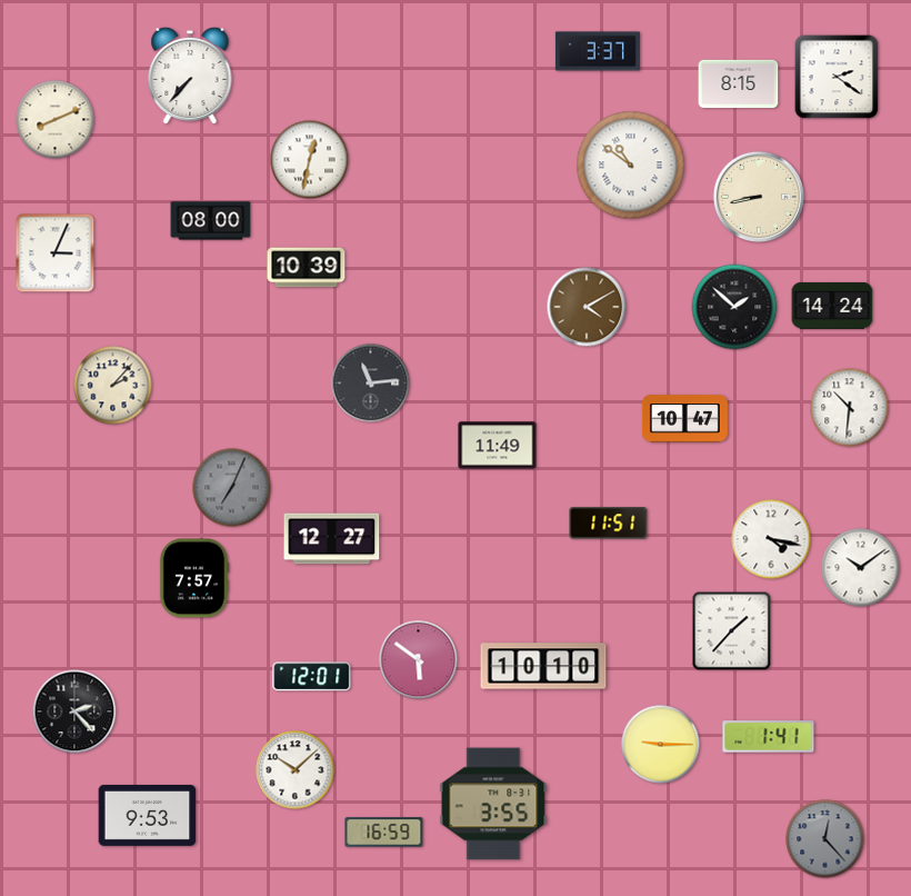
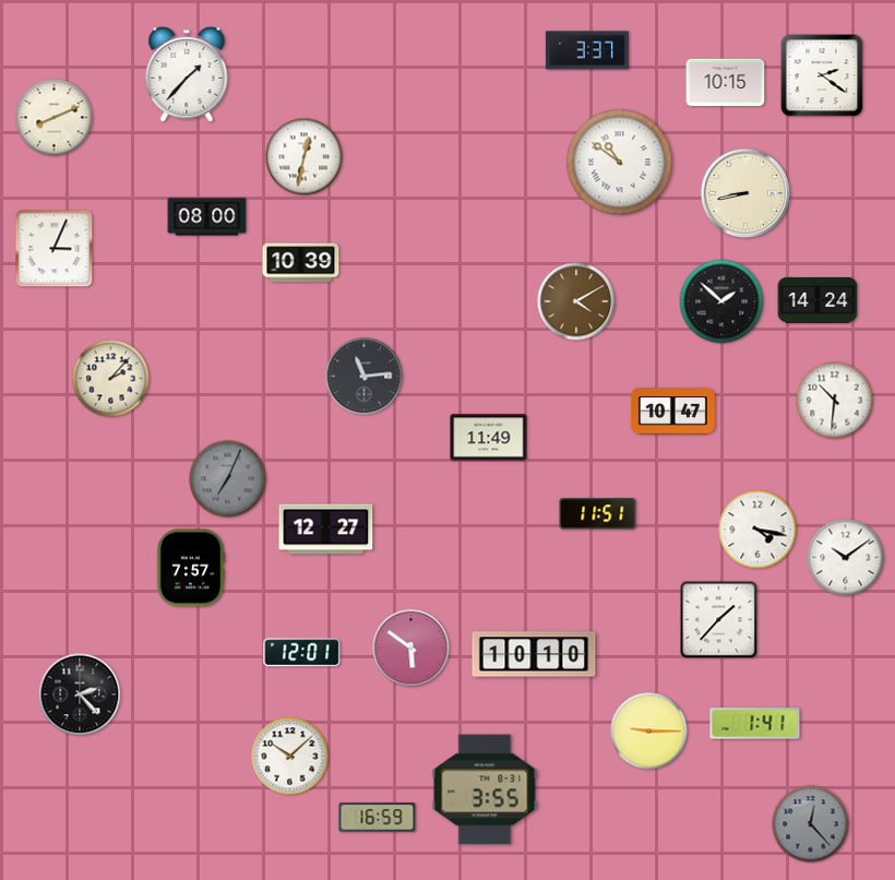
clock at (190, 76): 7:37 -> 1:37
clock at (739, 84): 8:15 -> 10:15
clock at (312, 677) position: (312, 677) -> (302, 653)
clock at (74, 711) position: (74, 711) -> (80, 694)
clock at (148, 815): 9:53 -> none
